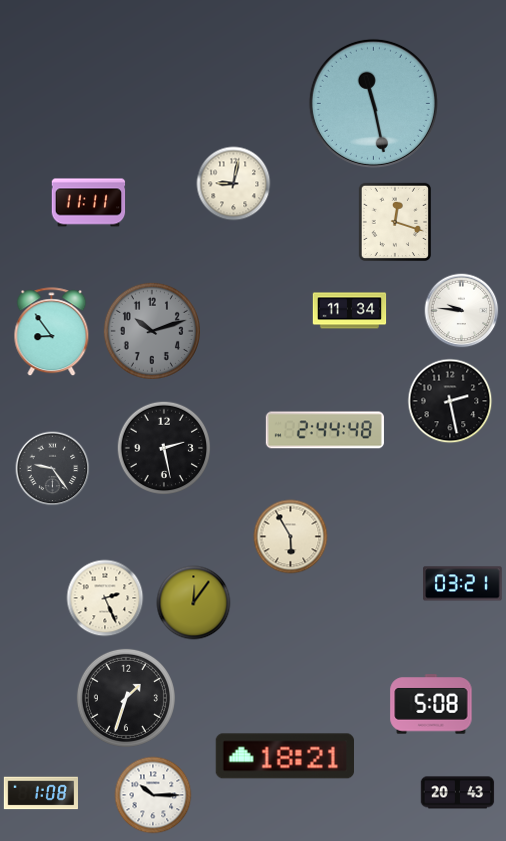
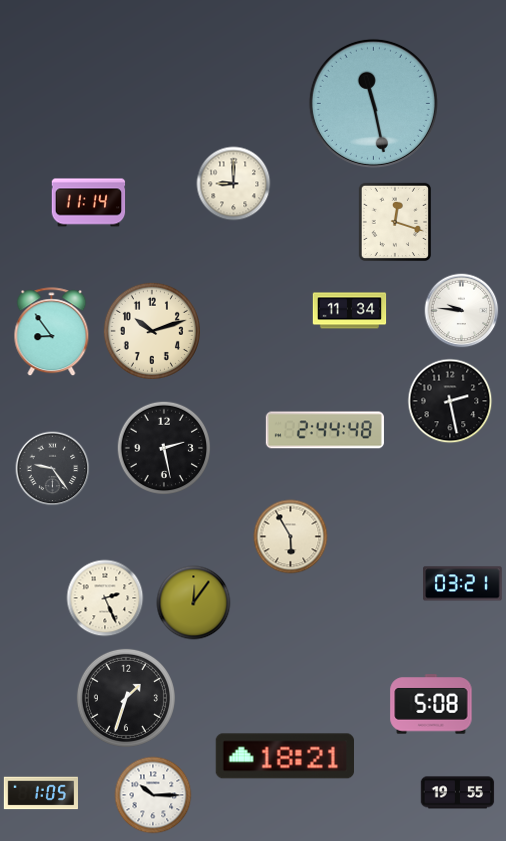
clock at (234, 184): 9:02 -> 9:00
clock at (89, 203): 11:11 -> 11:14
clock at (152, 331) dial: grey -> cream
clock at (40, 793): 1:08 -> 1:05
clock at (458, 793): 20:43 -> 19:55
